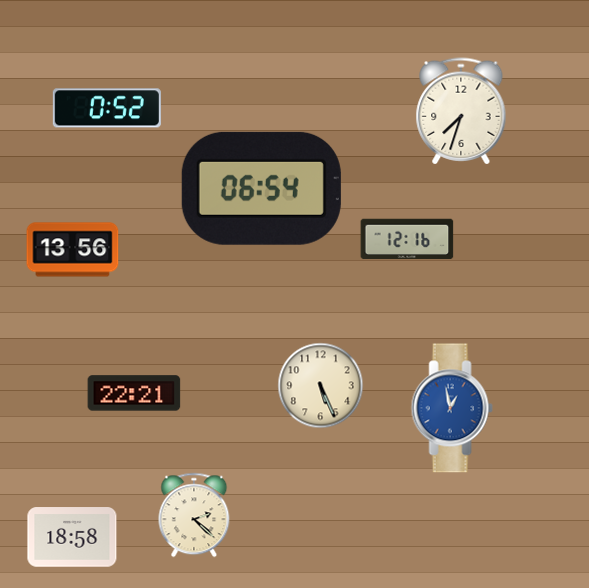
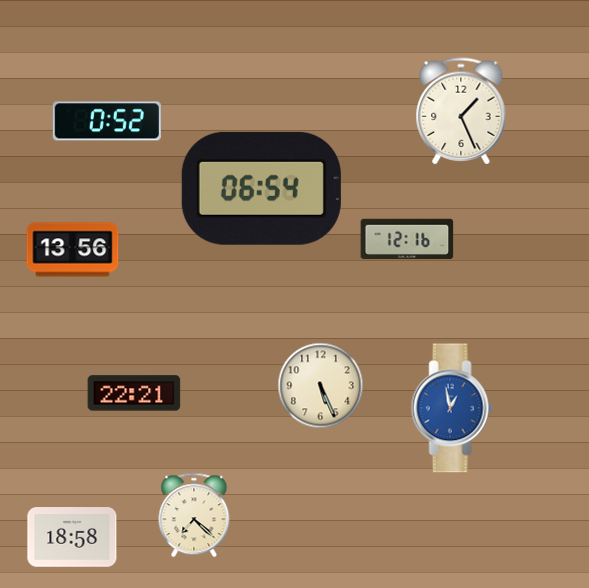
clock at (107, 108) position: (107, 108) -> (107, 121)
clock at (461, 111): 7:33 -> 1:26
clock at (194, 515): 2:22 -> 7:22
